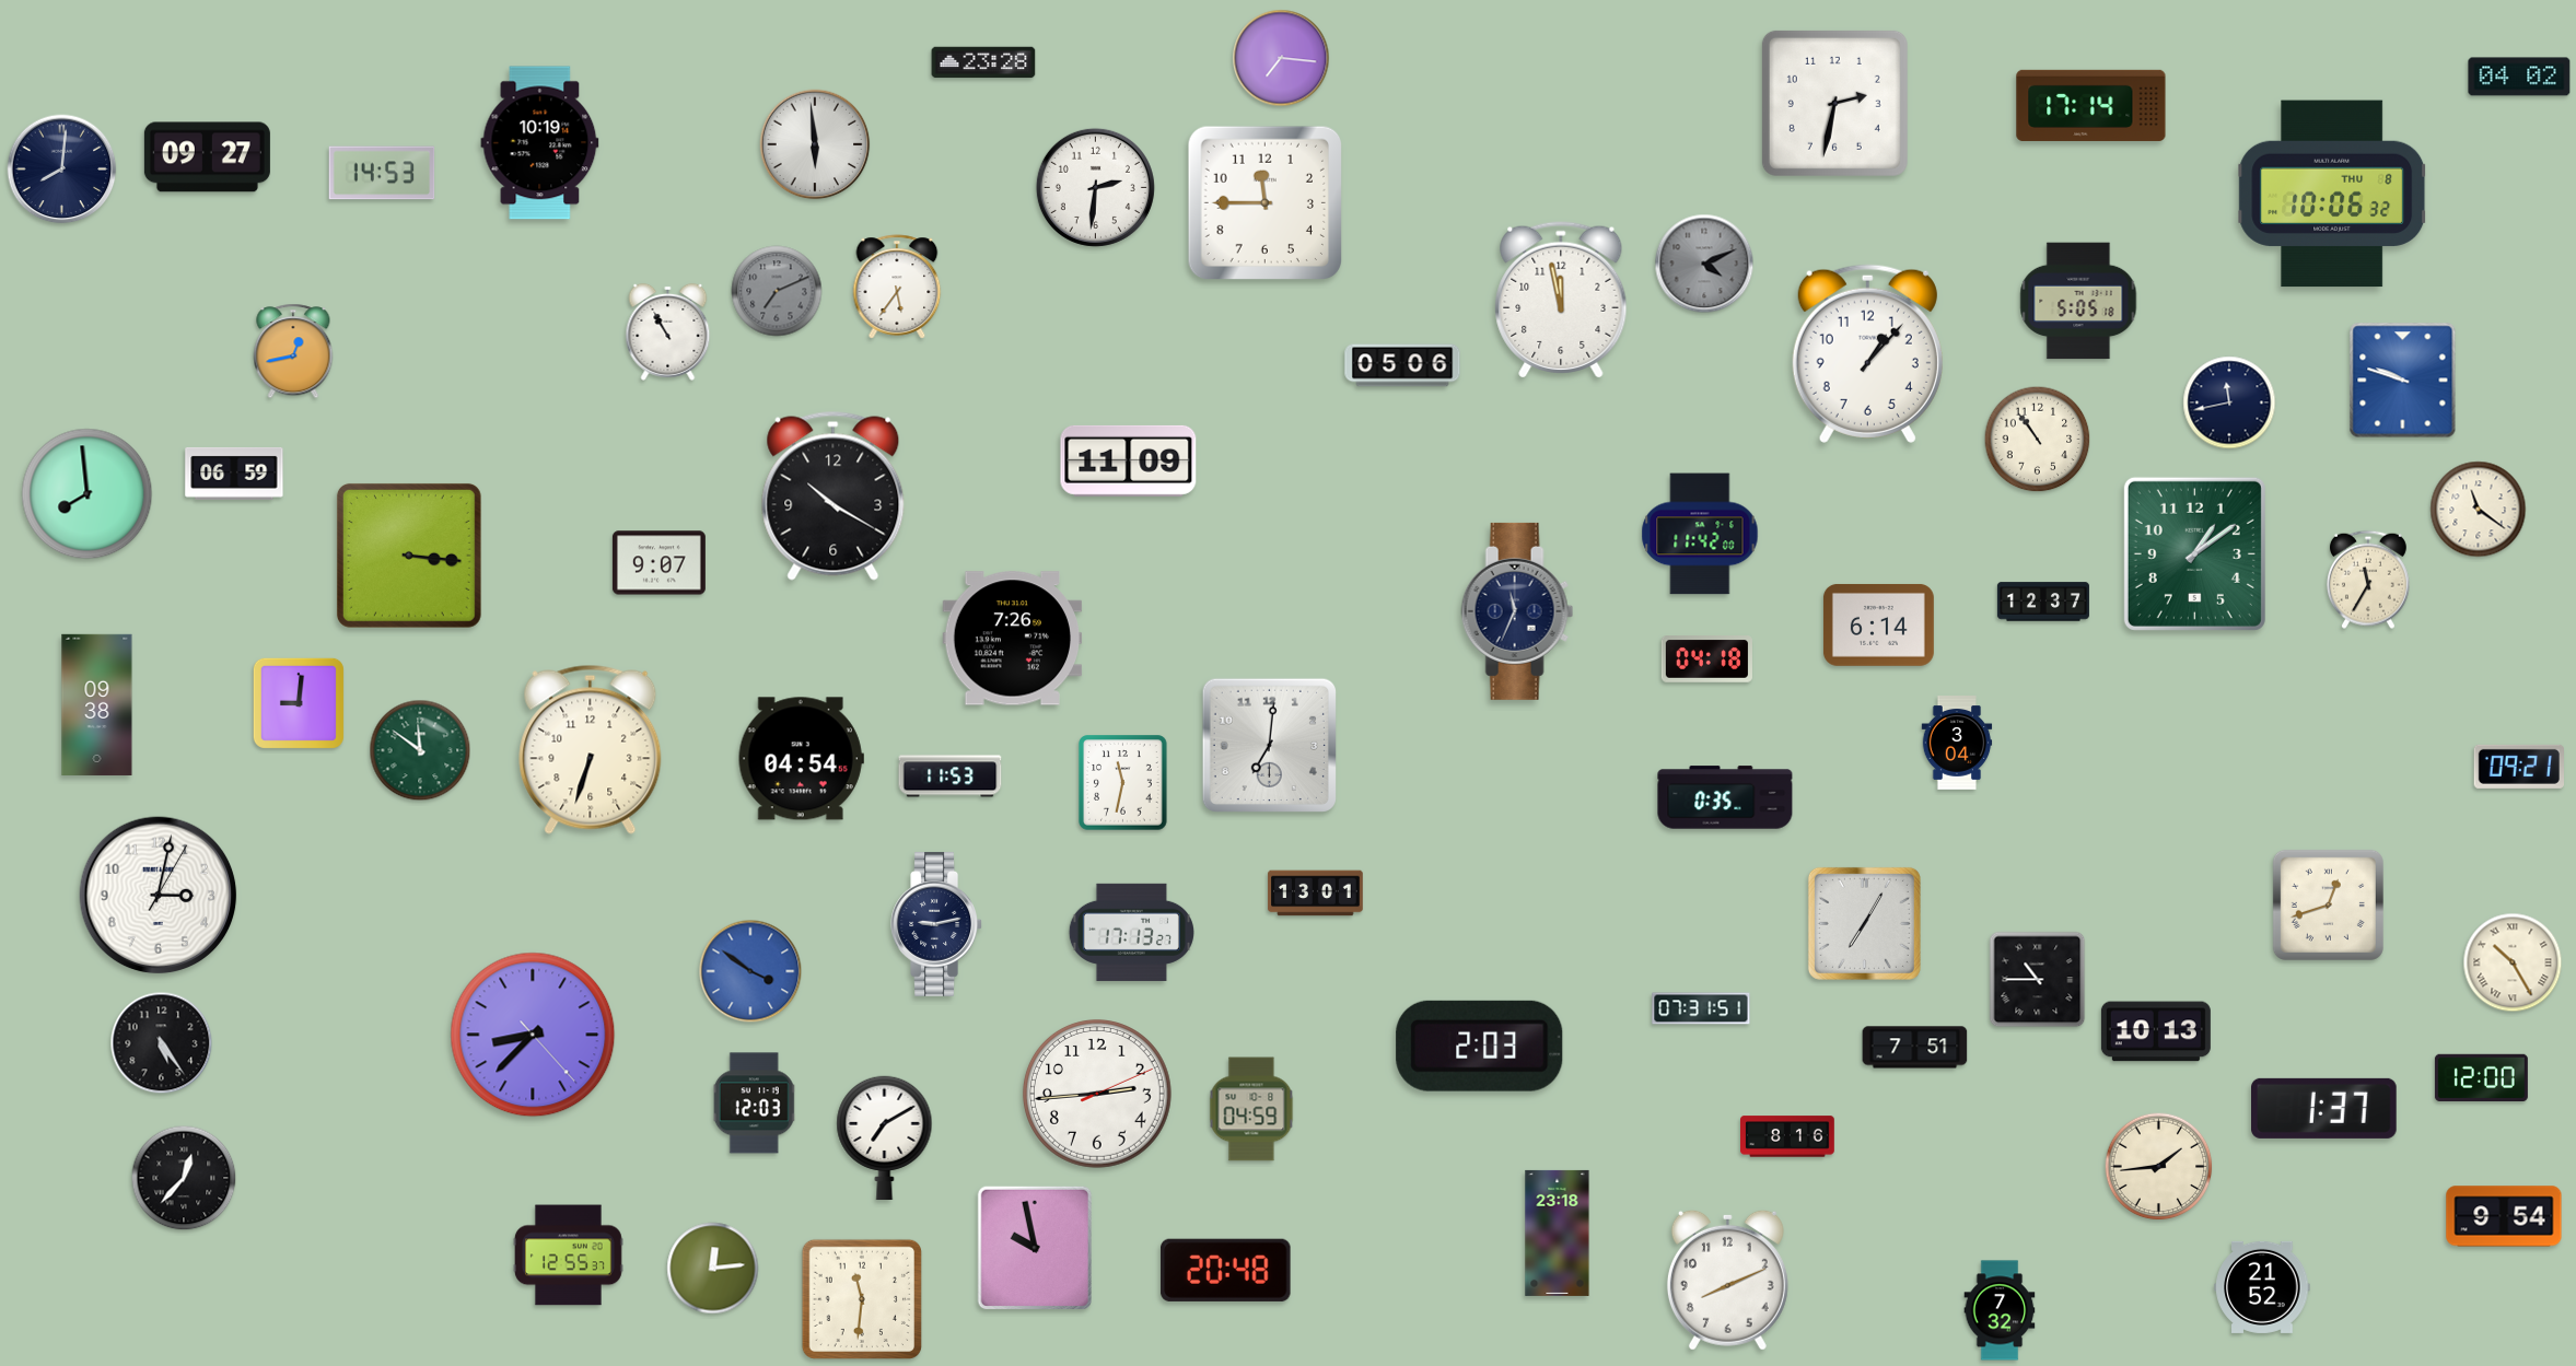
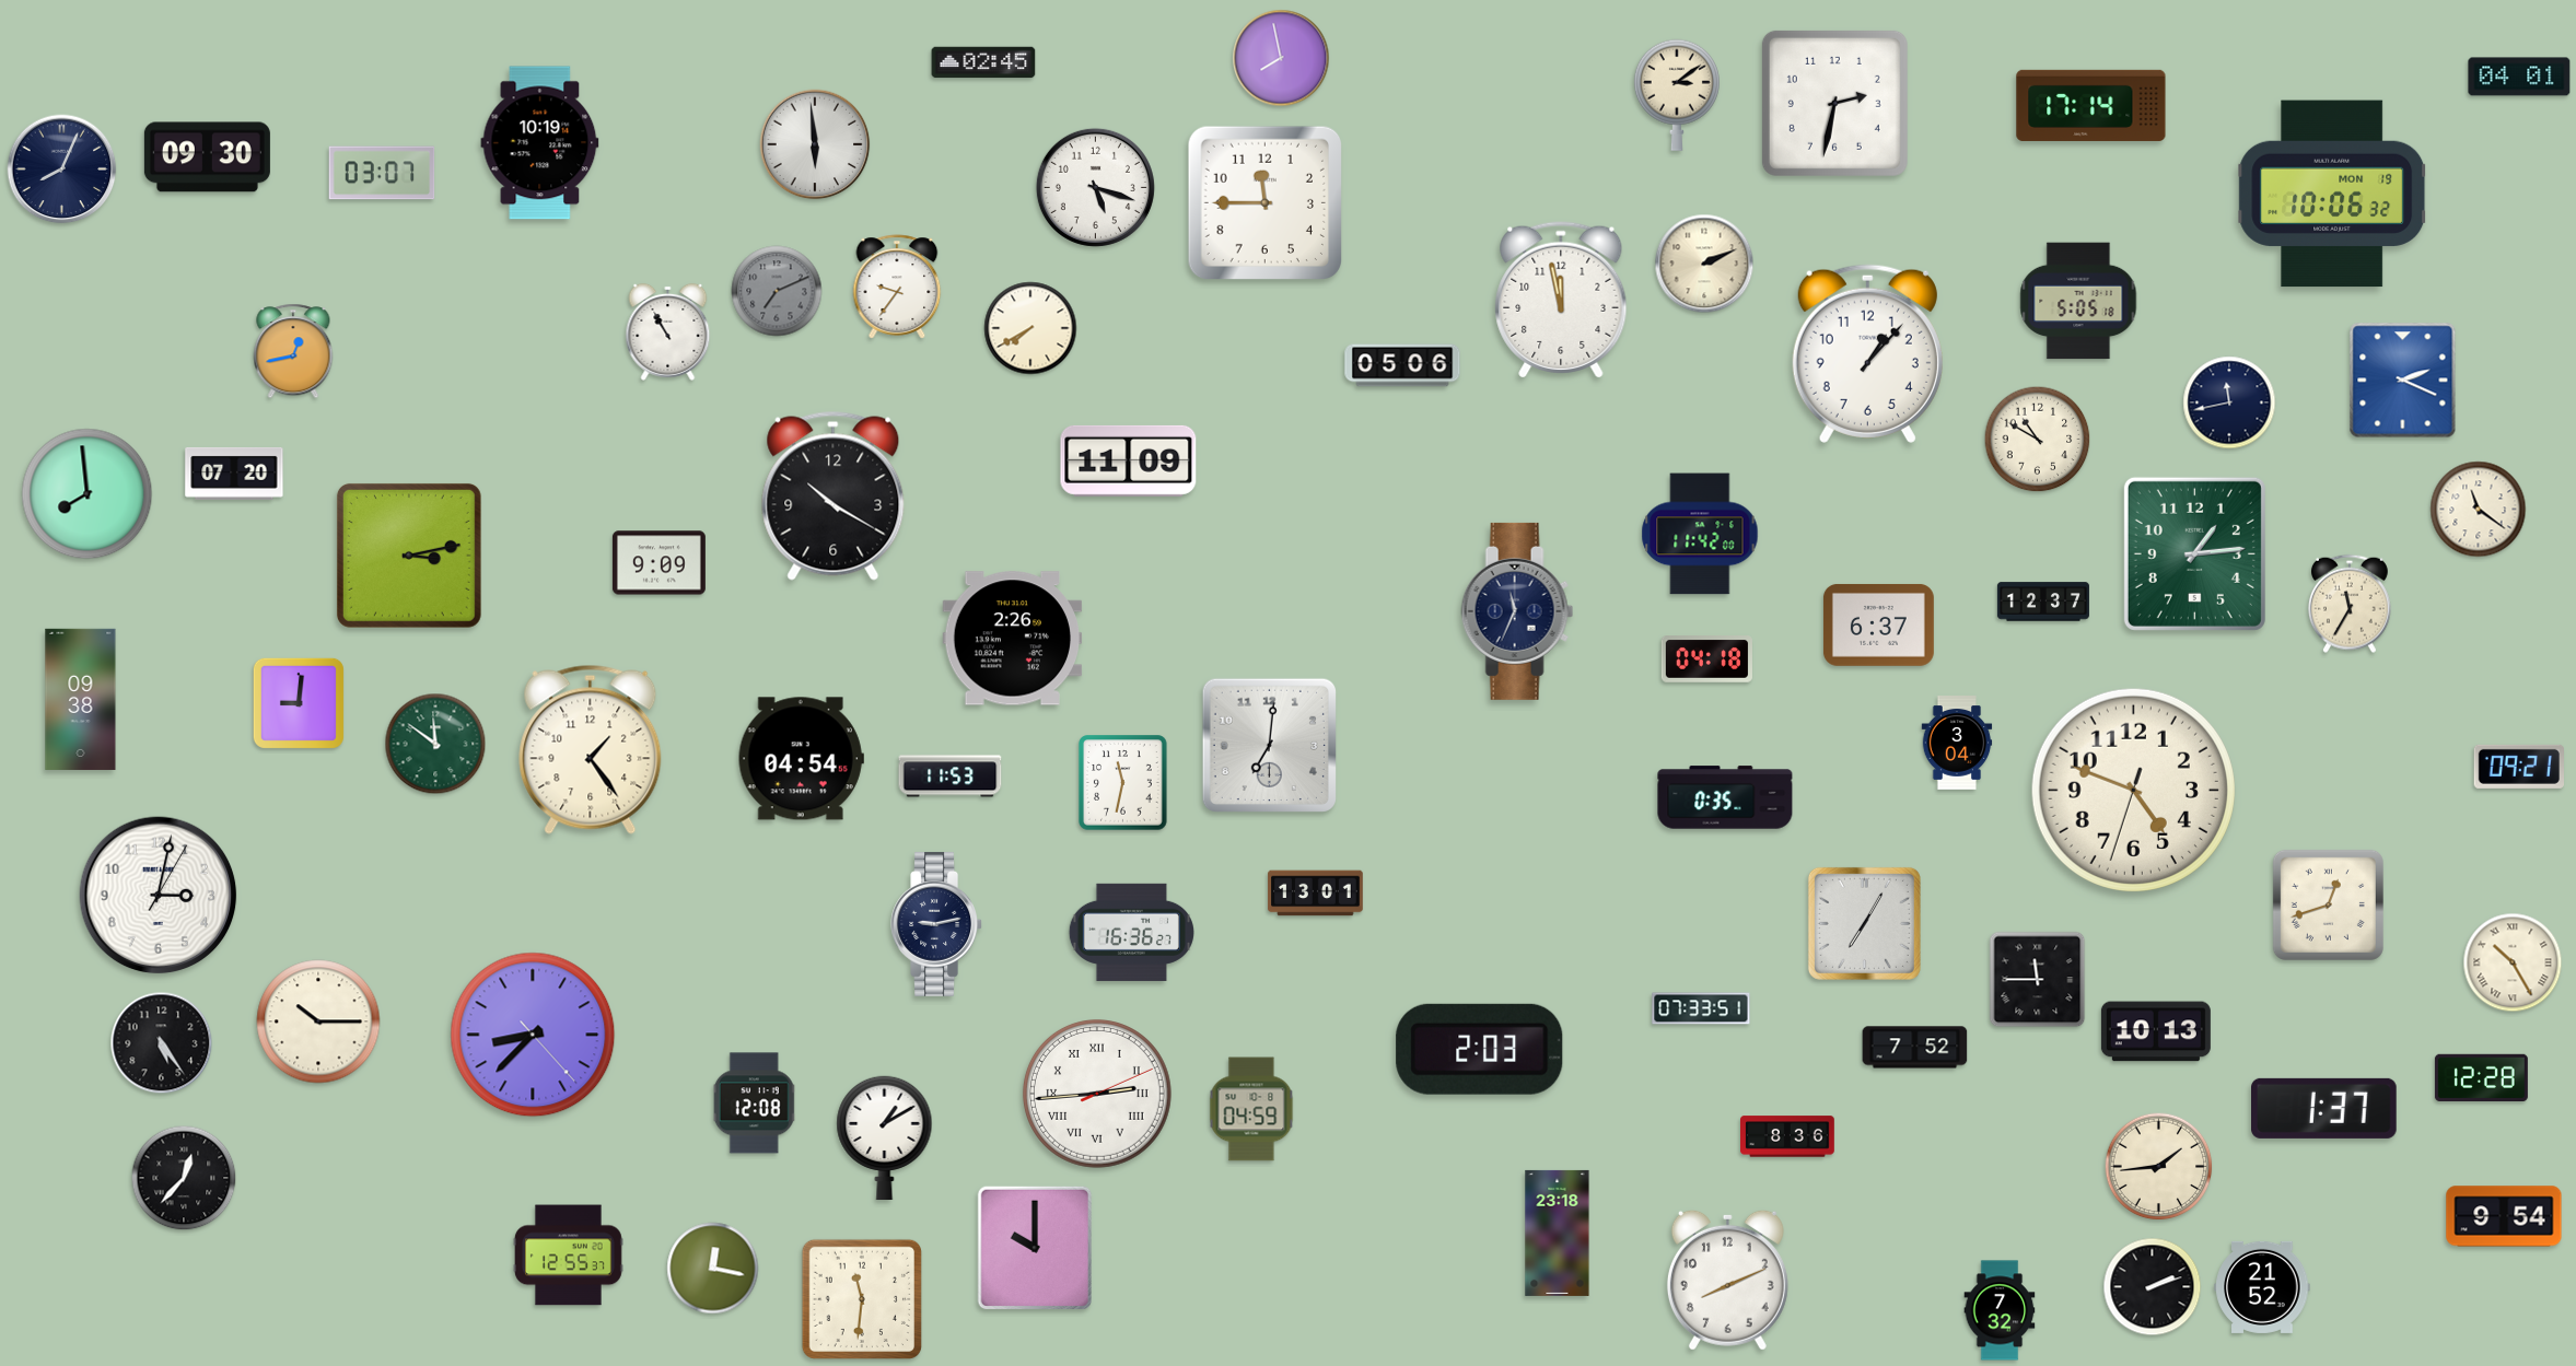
clock at (1281, 58): 7:16 -> 7:58
clock at (983, 62): 23:28 -> 02:45
clock at (2519, 77): 04:02 -> 04:01
clock at (1677, 95): none -> 3:09
clock at (207, 157): 09:27 -> 09:30
clock at (62, 170): 8:01 -> 8:04
clock at (382, 173): 14:53 -> 03:07
clock at (1095, 187): 2:31 -> 5:18
clock at (2332, 194) date: THU 8 -> MON 19
clock at (1704, 264): 4:11 -> 2:11
clock at (1704, 264) dial: grey -> cream
clock at (897, 287): 5:36 -> 9:36
clock at (1030, 328): none -> 7:40
clock at (2403, 381): 9:48 -> 2:19
clock at (2038, 440): 10:54 -> 10:50
clock at (234, 474): 06:59 -> 07:20
clock at (2194, 553): 1:09 -> 1:14
clock at (409, 556): 3:16 -> 3:13
clock at (658, 563): 9:07 -> 9:09
clock at (2368, 580) position: (2368, 580) -> (2350, 604)
clock at (1878, 624): 6:14 -> 6:37
clock at (1013, 639): 7:26 -> 2:26
clock at (97, 704) position: (97, 704) -> (81, 699)
clock at (591, 749): 6:33 -> 1:24
clock at (420, 750) position: (420, 750) -> (435, 744)
clock at (2133, 790): none -> 4:48
clock at (1131, 932): 17:13 -> 16:36
clock at (750, 971): 3:51 -> none
clock at (2038, 980): 10:45 -> 11:45
clock at (1701, 1008): 07:31 -> 07:33
clock at (318, 1021): none -> 10:15
clock at (1480, 1046) position: (1480, 1046) -> (1480, 1049)
clock at (1915, 1048): 7:51 -> 7:52
clock at (2481, 1077): 12:00 -> 12:28
clock at (1097, 1094) numerals: Arabic -> Roman
clock at (755, 1104): 12:03 -> 12:08
clock at (1788, 1136): 8:16 -> 8:36
clock at (885, 1137): 7:10 -> 1:10
clock at (1034, 1247): 9:58 -> 10:00
clock at (713, 1269): 12:14 -> 12:17
clock at (1226, 1270): 20:48 -> none
clock at (2153, 1287): none -> 2:12
